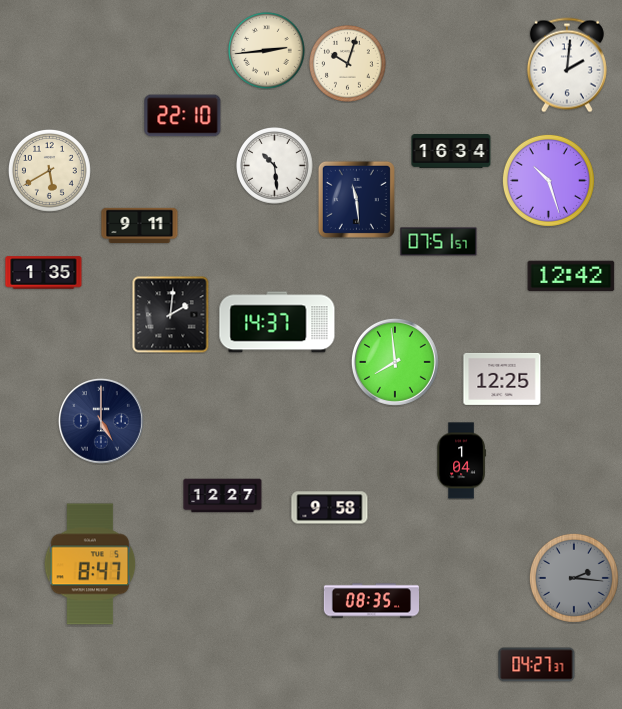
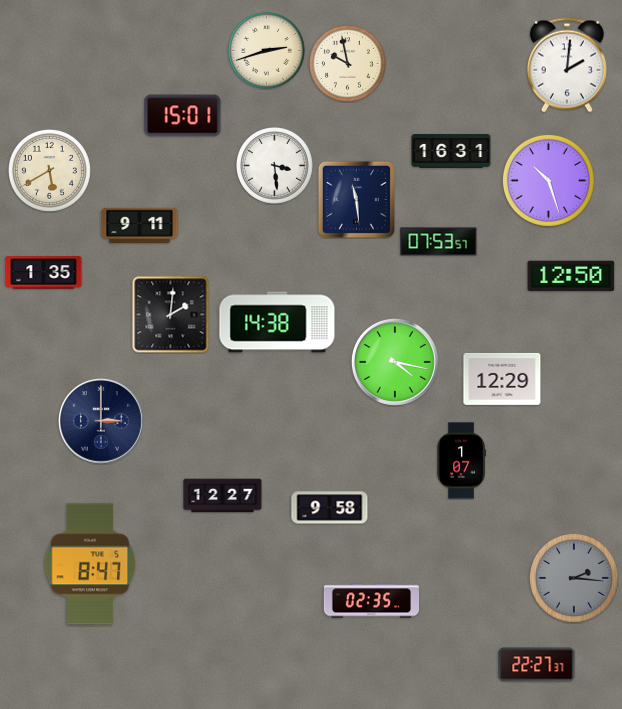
clock at (267, 51): 2:44 -> 2:42
clock at (348, 64): 10:03 -> 9:58
clock at (183, 116): 22:10 -> 15:01
clock at (451, 152): 16:34 -> 16:31
clock at (275, 166): 10:29 -> 3:29
clock at (439, 242): 07:51 -> 07:53
clock at (571, 276): 12:42 -> 12:50
clock at (277, 322): 14:37 -> 14:38
clock at (395, 362): 7:59 -> 4:17
clock at (502, 379): 12:25 -> 12:29
clock at (101, 421): 5:00 -> 3:00
clock at (461, 461): 1:04 -> 1:07
clock at (371, 601): 08:35 -> 02:35
clock at (537, 665): 04:27 -> 22:27
